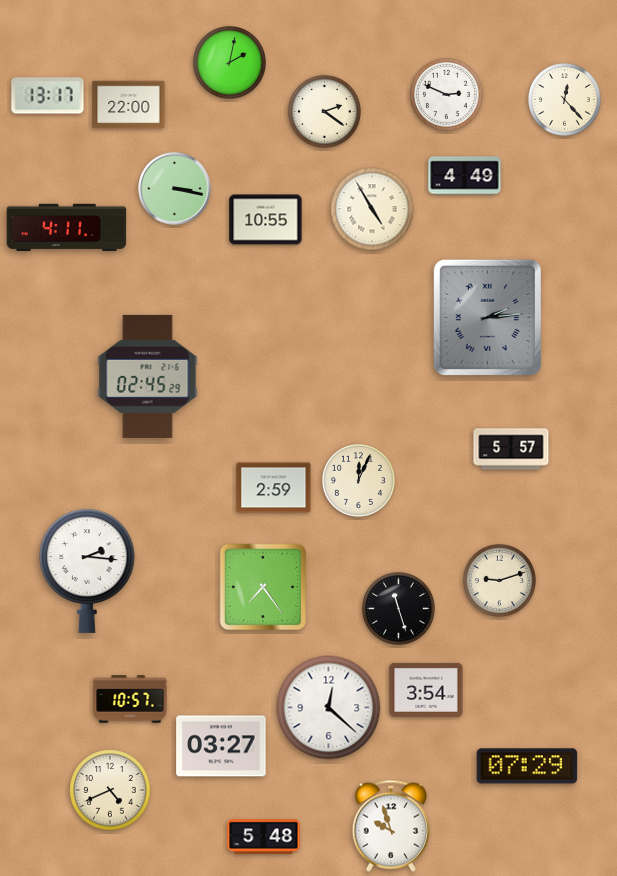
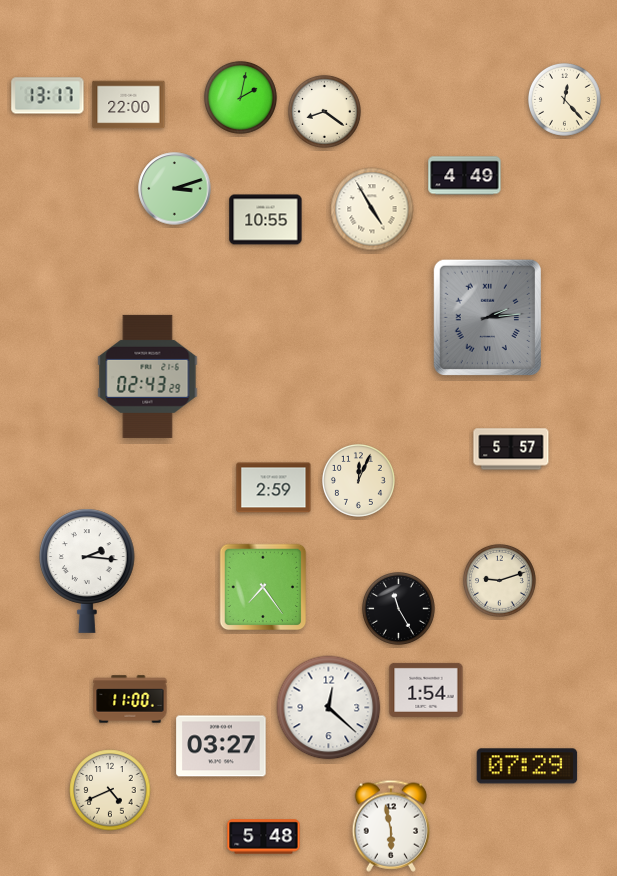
clock at (230, 63) position: (230, 63) -> (241, 98)
clock at (447, 95): 2:49 -> none
clock at (325, 112): 2:21 -> 8:21
clock at (175, 189): 3:17 -> 3:12
clock at (67, 227): 4:11 -> none
clock at (148, 376): 02:45 -> 02:43
clock at (399, 609): 11:27 -> 11:25
clock at (426, 690): 3:54 -> 1:54
clock at (130, 699): 10:57 -> 11:00
clock at (390, 826): 9:57 -> 5:58
